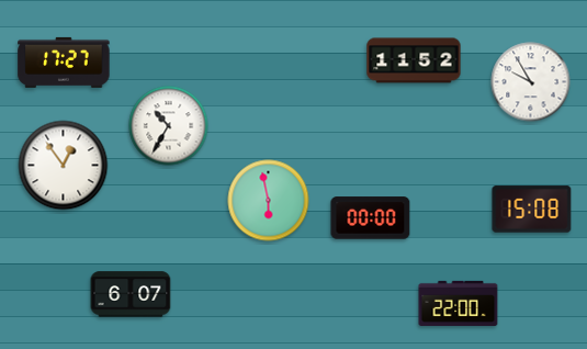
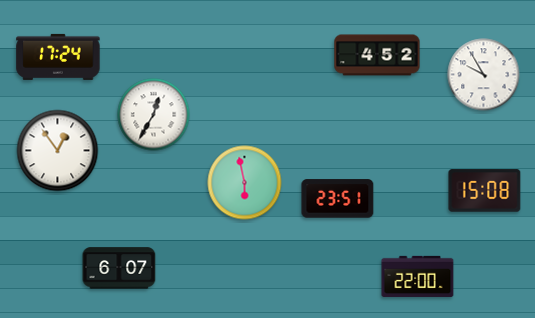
clock at (414, 60): 11:52 -> 4:52
clock at (64, 63): 17:27 -> 17:24
clock at (169, 126): 10:35 -> 12:35
clock at (371, 218): 00:00 -> 23:51
